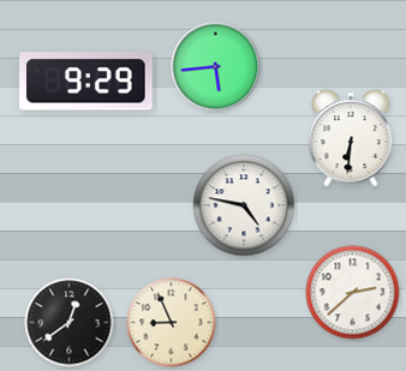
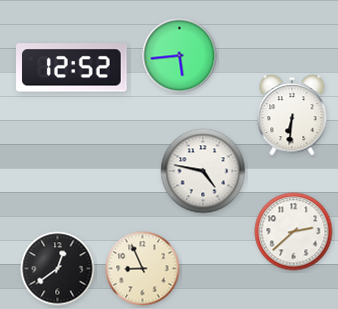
clock at (86, 82): 9:29 -> 12:52
clock at (353, 293) position: (353, 293) -> (294, 232)
